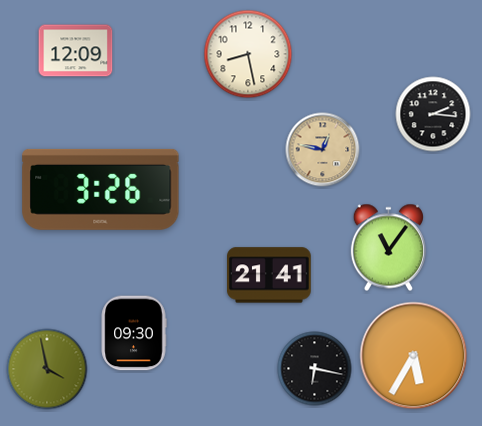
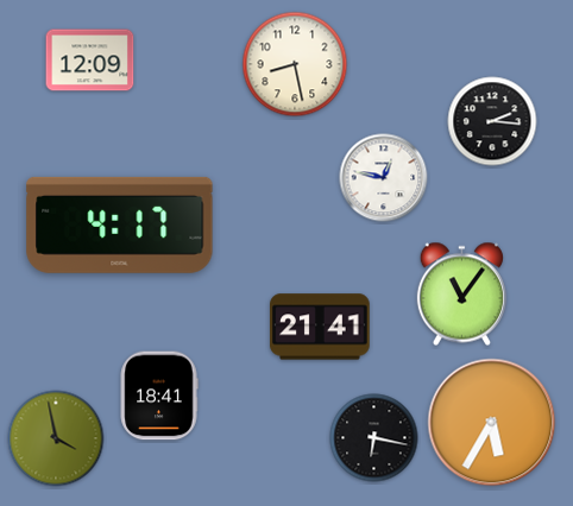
clock at (433, 114) position: (433, 114) -> (492, 121)
clock at (323, 150) dial: champagne -> white
clock at (101, 189): 3:26 -> 4:17
clock at (134, 333): 09:30 -> 18:41
